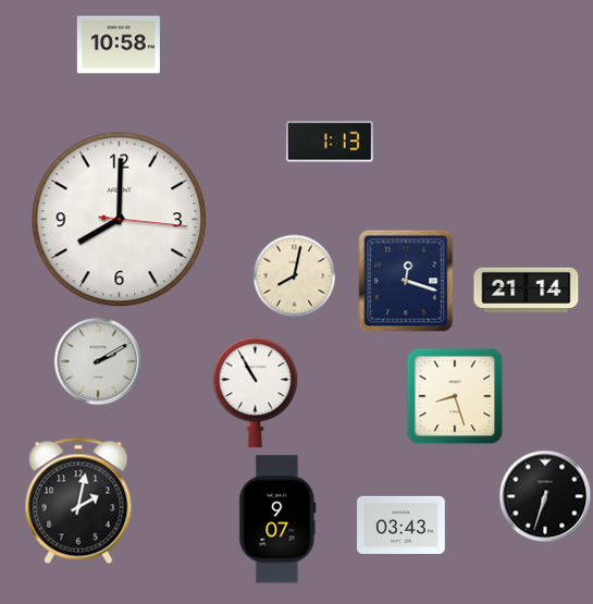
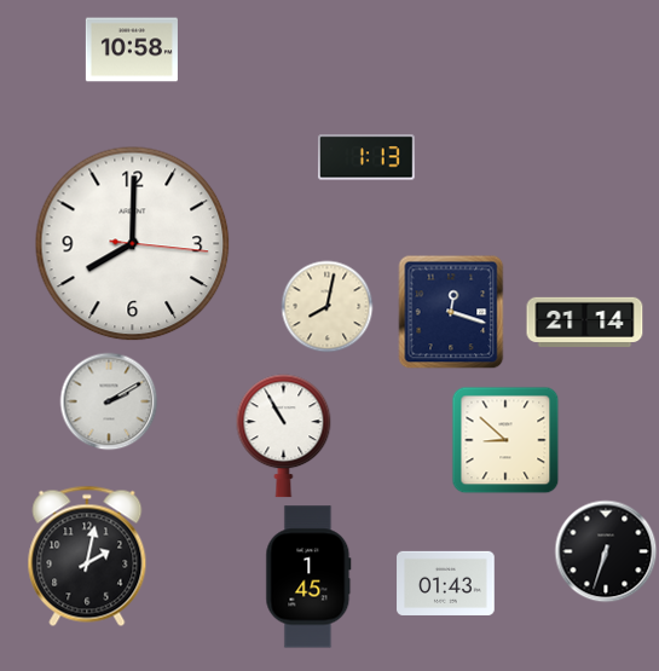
clock at (455, 396): 8:27 -> 8:52
clock at (277, 519): 9:07 -> 1:45
clock at (401, 525): 03:43 -> 01:43
